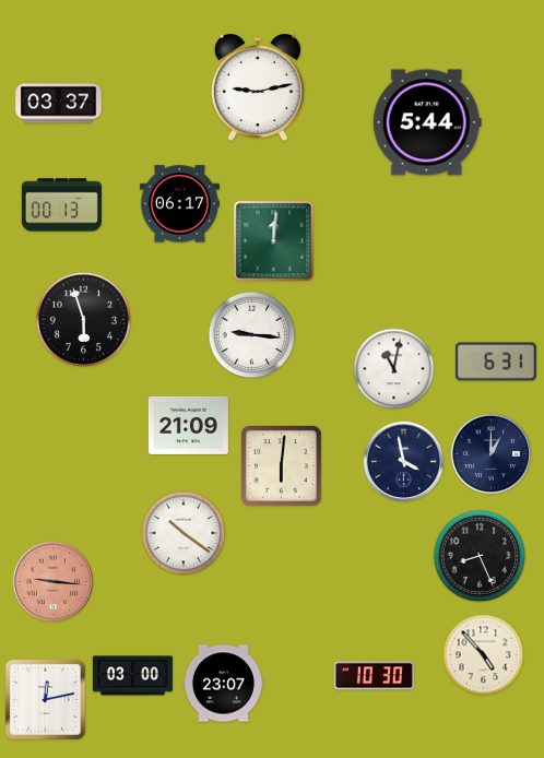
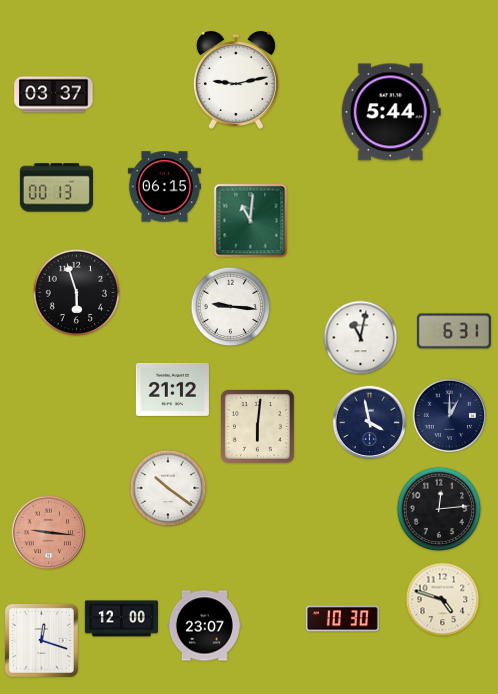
clock at (179, 204): 06:17 -> 06:15
clock at (274, 241): 12:01 -> 11:01
clock at (188, 425): 21:09 -> 21:12
clock at (480, 556): 8:26 -> 12:14
clock at (484, 655): 4:53 -> 4:48
clock at (132, 676): 03:00 -> 12:00
clock at (45, 699): 12:13 -> 12:18
